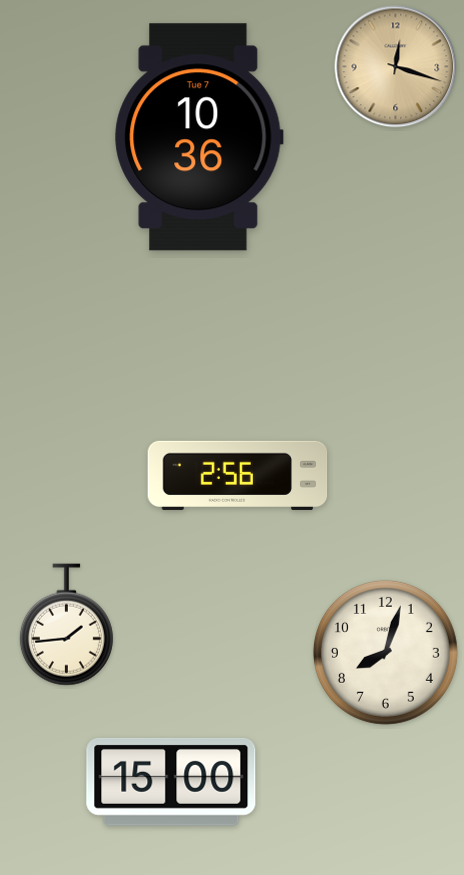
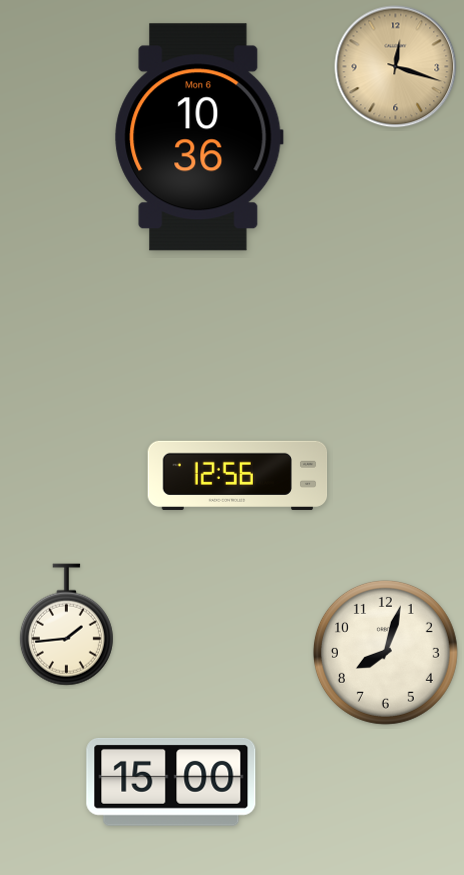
clock at (199, 137) date: Tue 7 -> Mon 6
clock at (238, 475): 2:56 -> 12:56
